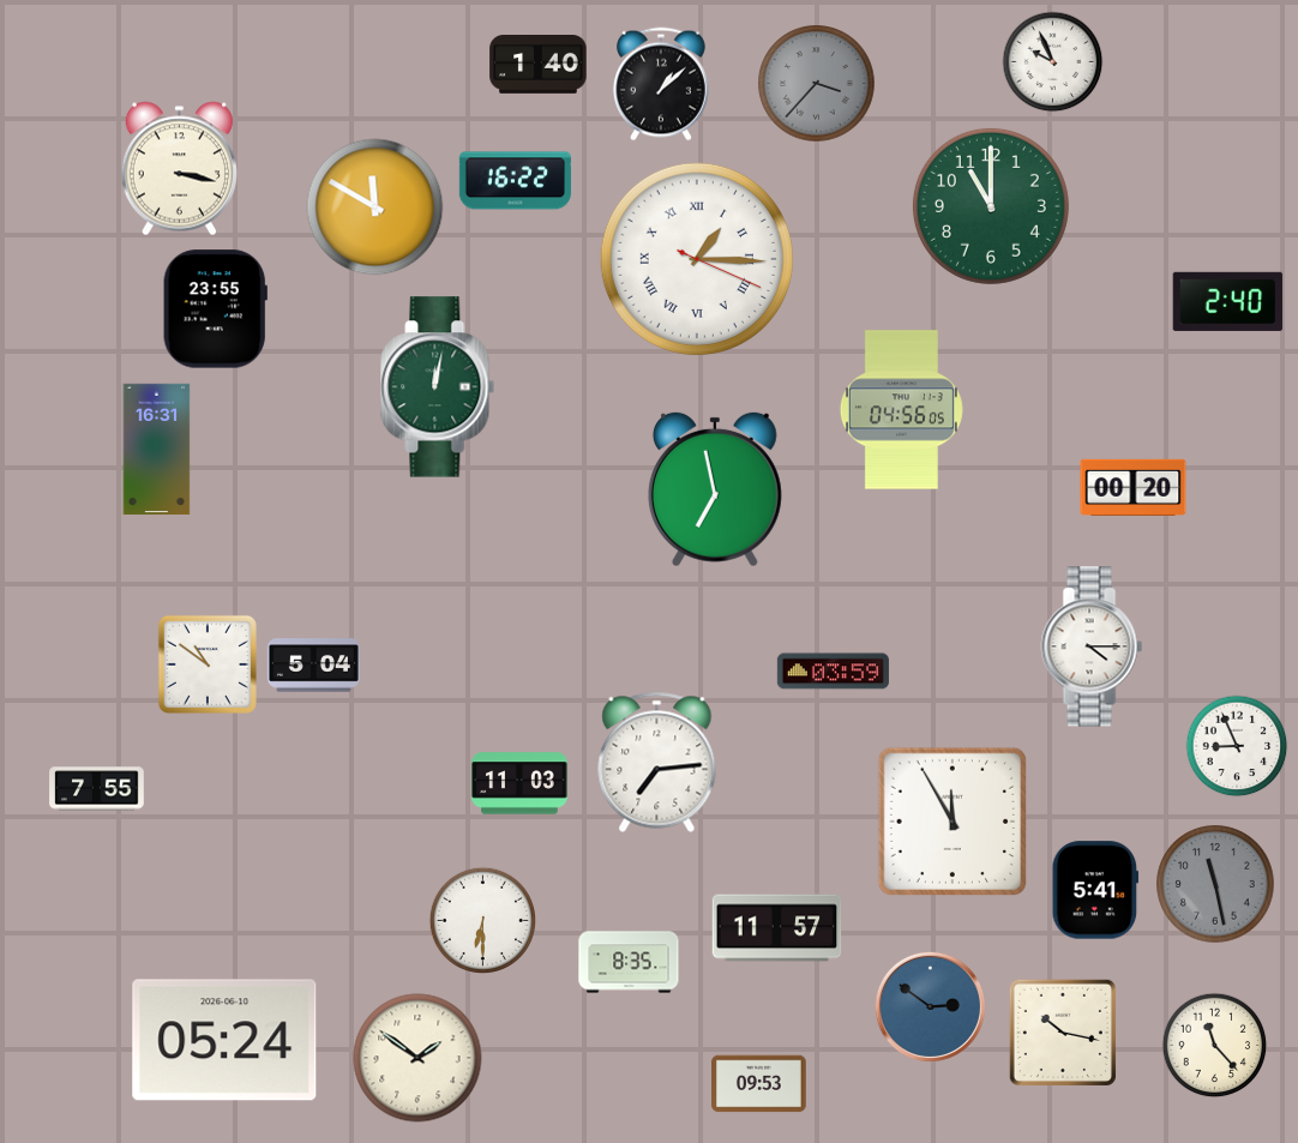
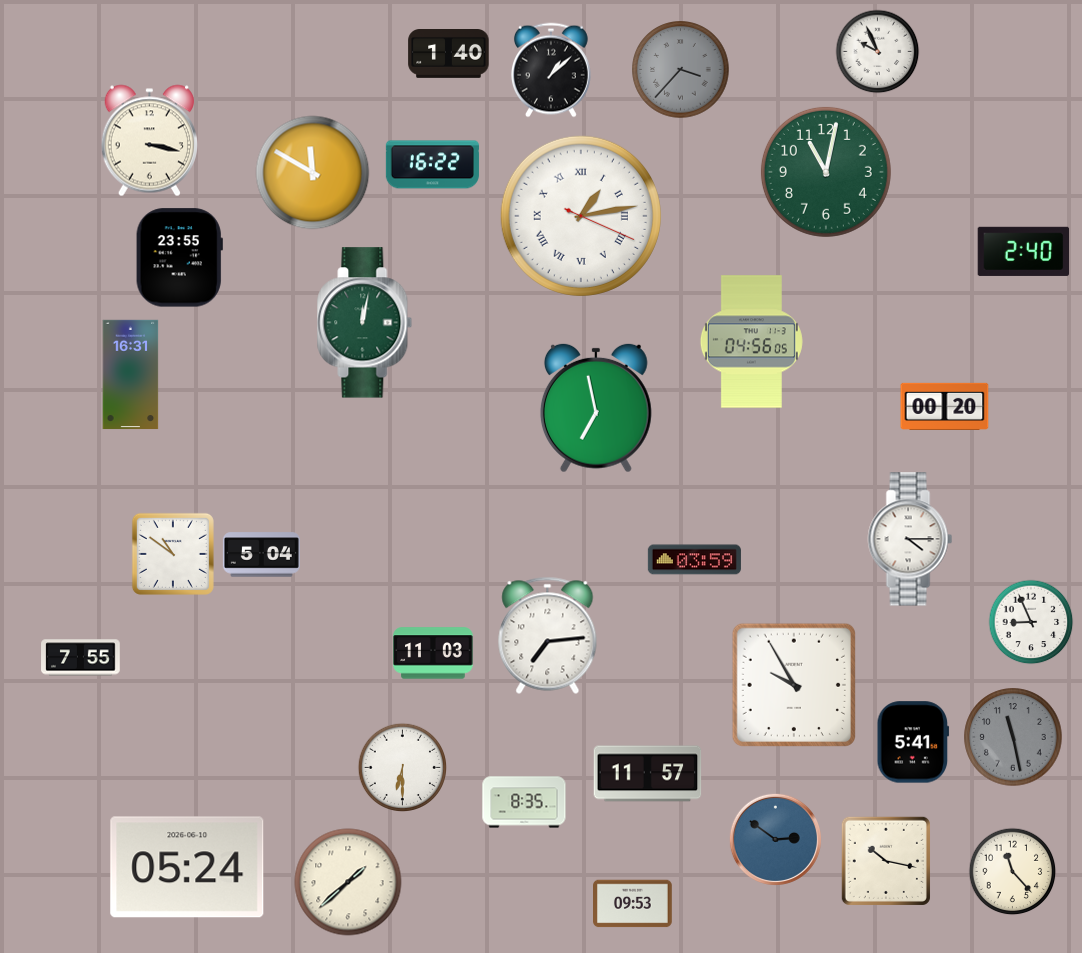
clock at (515, 181) position: (515, 181) -> (432, 165)
clock at (991, 206): 11:00 -> 11:02
clock at (697, 259): 1:15 -> 1:13
clock at (951, 820): 11:55 -> 9:55
clock at (417, 1058): 1:51 -> 1:38
